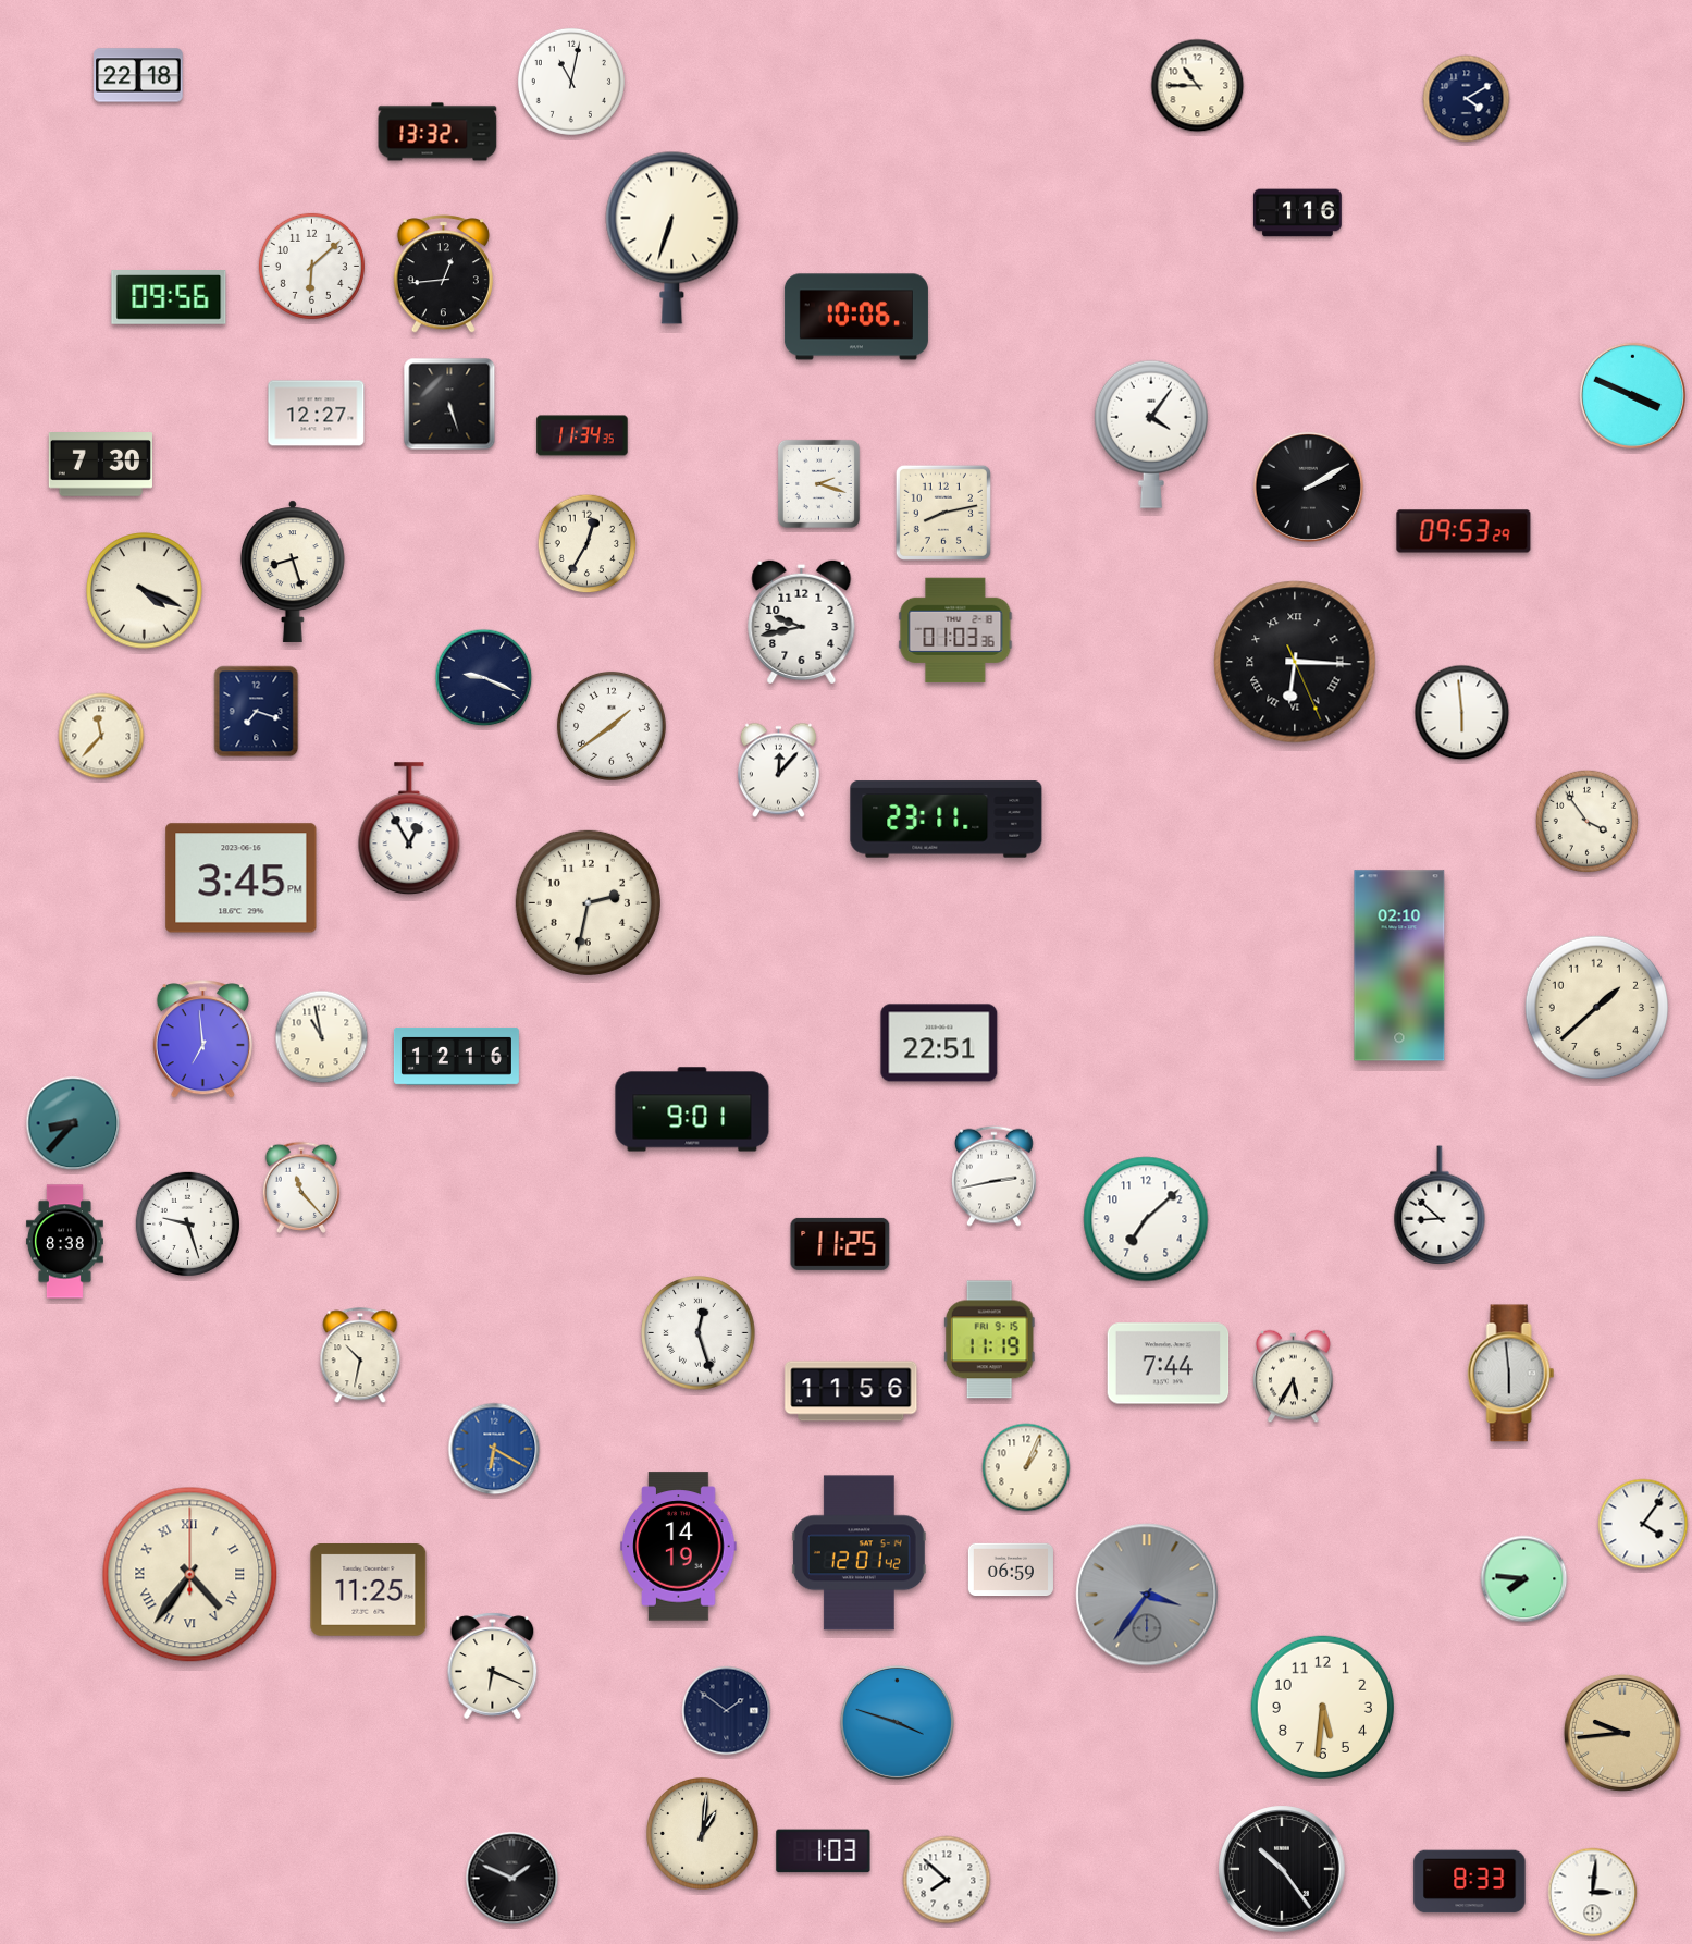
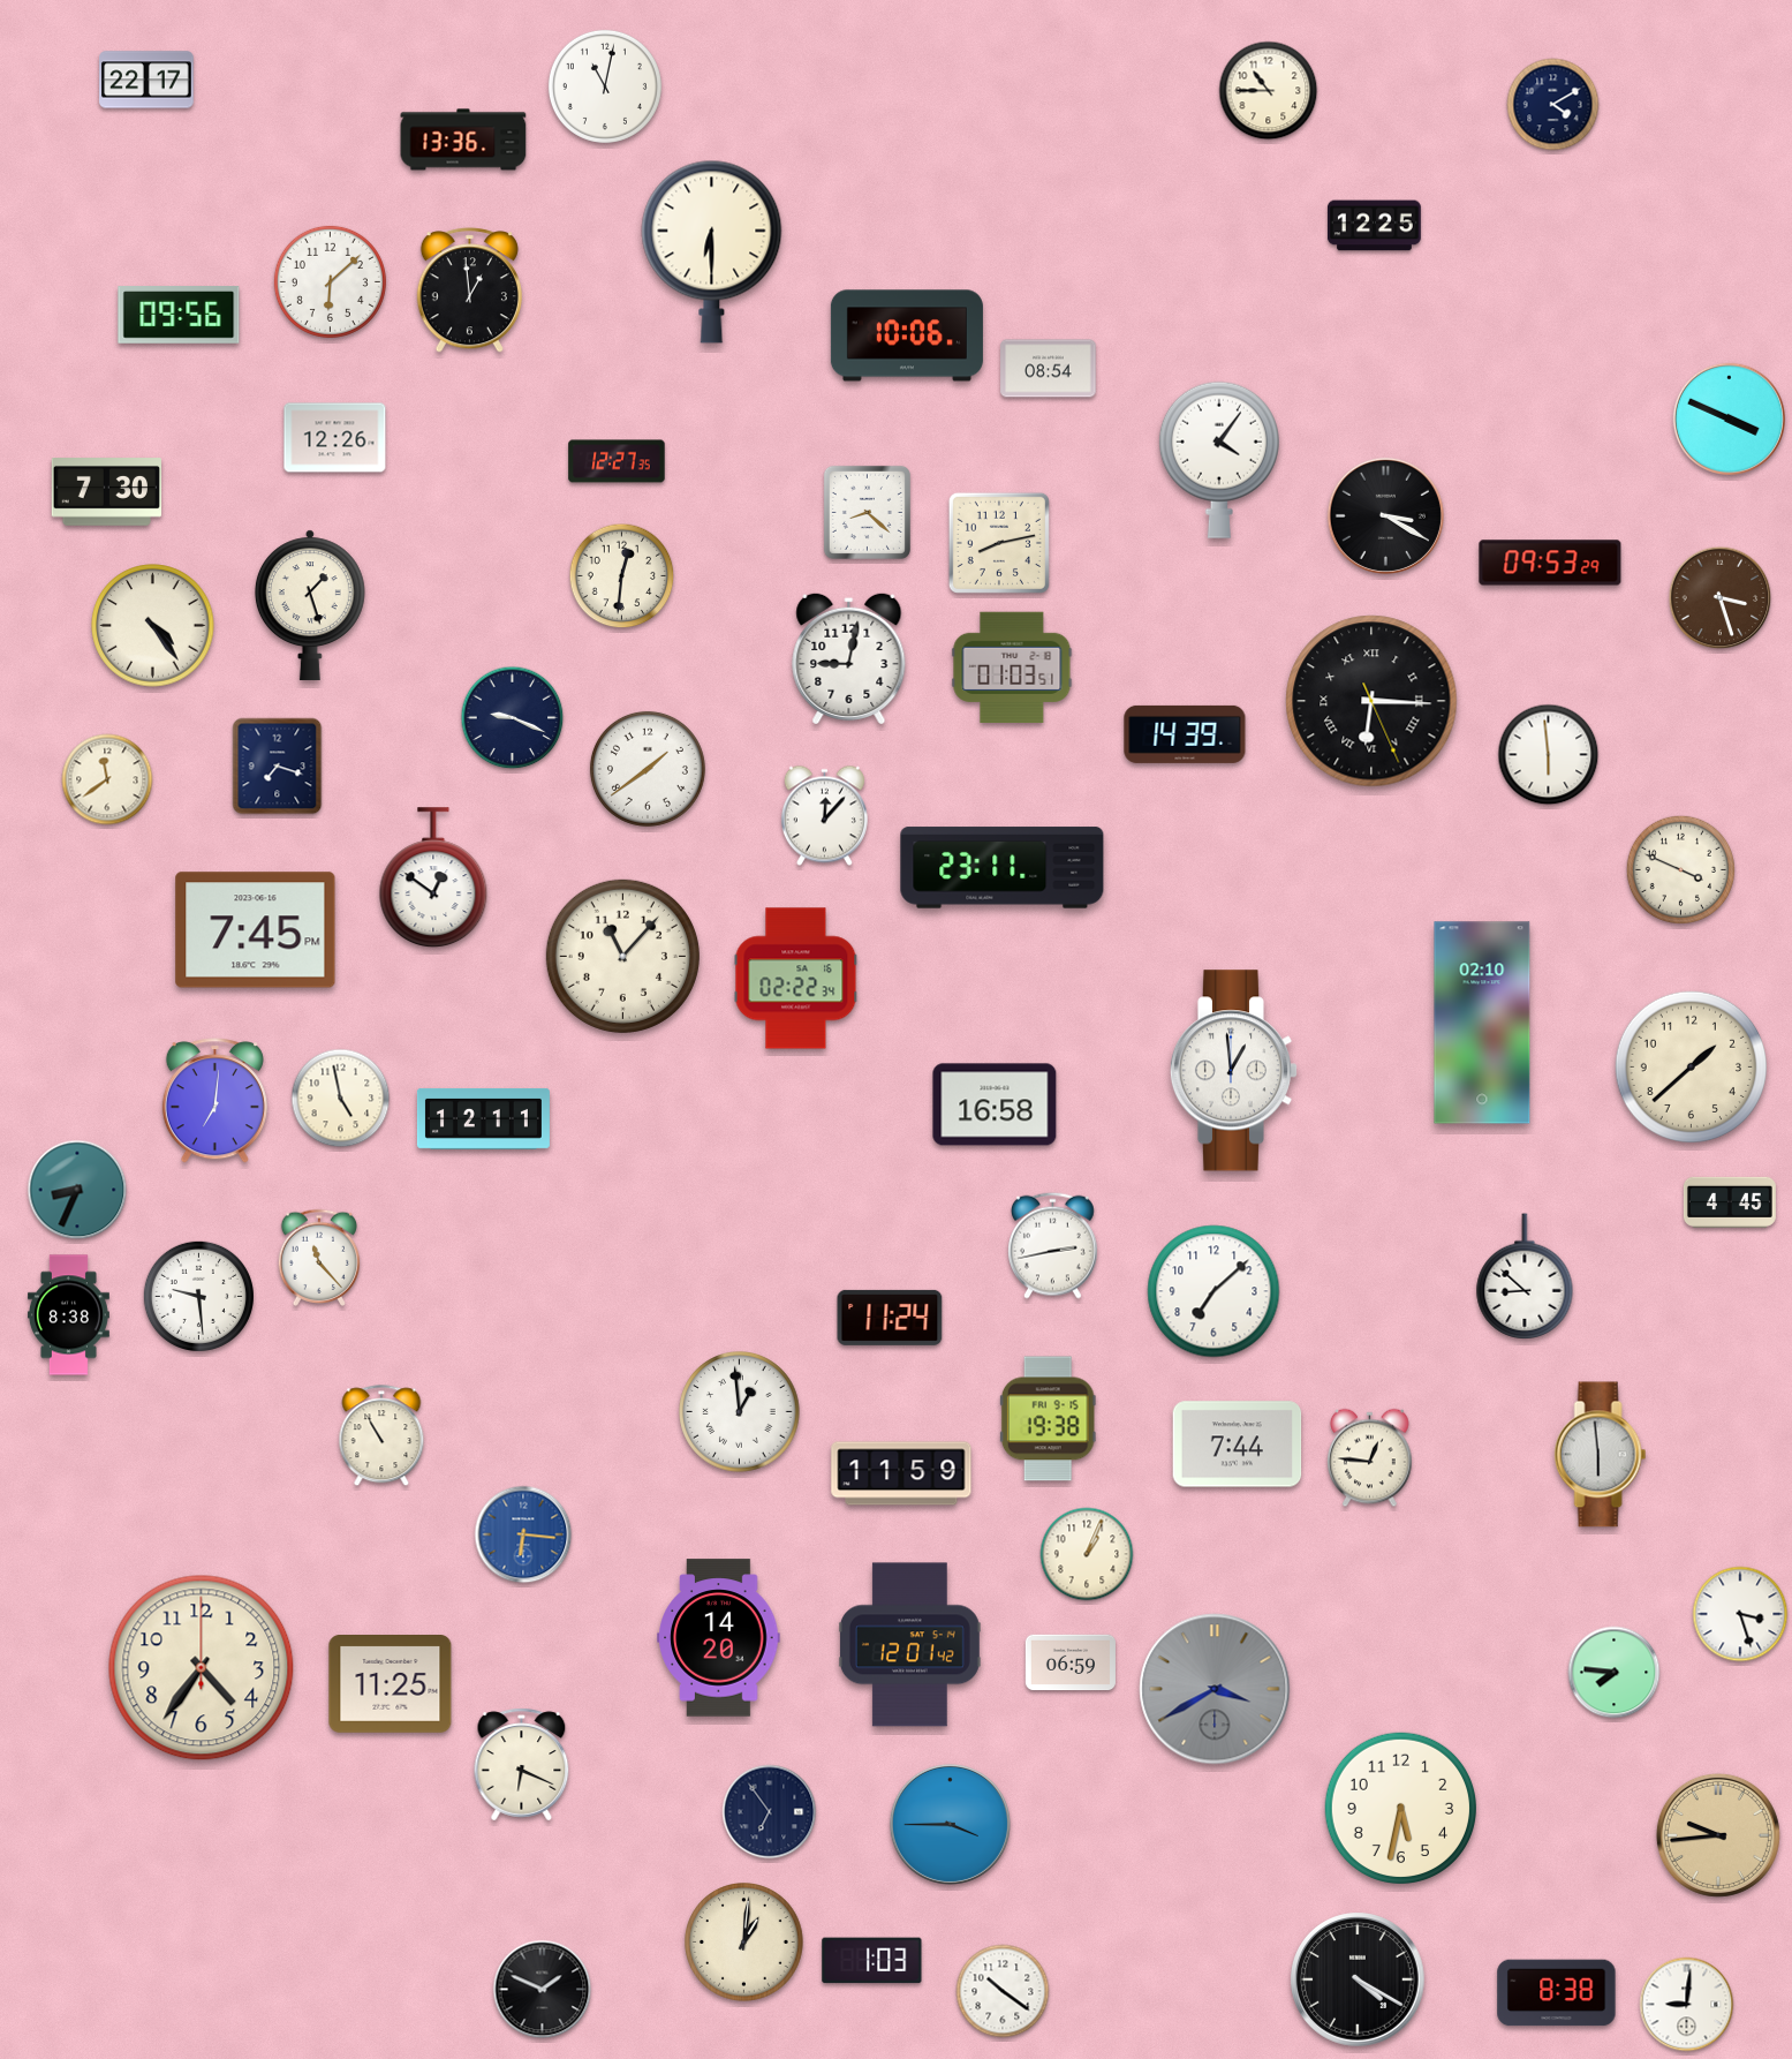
clock at (138, 75): 22:18 -> 22:17
clock at (437, 132): 13:32 -> 13:36
clock at (1297, 213): 1:16 -> 12:25
clock at (672, 237): 6:33 -> 6:30
clock at (443, 274): 12:44 -> 12:59
clock at (1049, 369): none -> 08:54
clock at (449, 404): 5:27 -> none
clock at (317, 414): 12:27 -> 12:26
clock at (582, 435): 11:34 -> 12:27
clock at (818, 483): 2:18 -> 8:22
clock at (1308, 487): 2:10 -> 3:20
clock at (588, 544): 12:35 -> 12:31
clock at (1721, 598): none -> 3:27
clock at (293, 571): 8:27 -> 1:27
clock at (145, 591): 4:19 -> 4:24
clock at (802, 622): 9:43 -> 9:02
clock at (955, 629): 01:03:36 -> 01:03:51
clock at (1185, 734): none -> 14:39
clock at (257, 712) position: (257, 712) -> (278, 767)
clock at (101, 736): 11:37 -> 11:39
clock at (1586, 821): 3:54 -> 3:49
clock at (409, 829): 12:55 -> 12:51
clock at (242, 878): 3:45 -> 7:45
clock at (588, 902): 2:32 -> 11:07
clock at (796, 979): none -> 02:22
clock at (1234, 1071): none -> 12:59
clock at (322, 1037): 10:58 -> 4:58
clock at (202, 1039): 6:59 -> 7:01
clock at (939, 1043): 22:51 -> 16:58
clock at (456, 1056): 12:16 -> 12:11
clock at (692, 1109): 9:01 -> none
clock at (73, 1123): 8:37 -> 8:34
clock at (1730, 1202): none -> 4:45
clock at (187, 1223): 9:27 -> 9:29
clock at (840, 1244): 11:25 -> 11:24
clock at (699, 1333): 12:27 -> 12:59
clock at (989, 1340): 11:19 -> 19:38
clock at (360, 1356): 10:32 -> 10:55
clock at (1294, 1377): 5:35 -> 12:46
clock at (851, 1391): 11:56 -> 11:59
clock at (494, 1449): 6:20 -> 6:16
clock at (1643, 1524): 4:06 -> 3:27
clock at (679, 1547): 14:19 -> 14:20
clock at (190, 1575) numerals: Roman -> Arabic
clock at (1147, 1595): 3:36 -> 3:40
clock at (1322, 1707): 5:31 -> 5:32
clock at (727, 1711): 1:51 -> 6:54
clock at (897, 1722): 3:48 -> 3:45
clock at (1282, 1869): 10:24 -> 4:20
clock at (947, 1880): 7:52 -> 10:21
clock at (1470, 1882): 8:33 -> 8:38
clock at (1593, 1893): 3:01 -> 9:01
